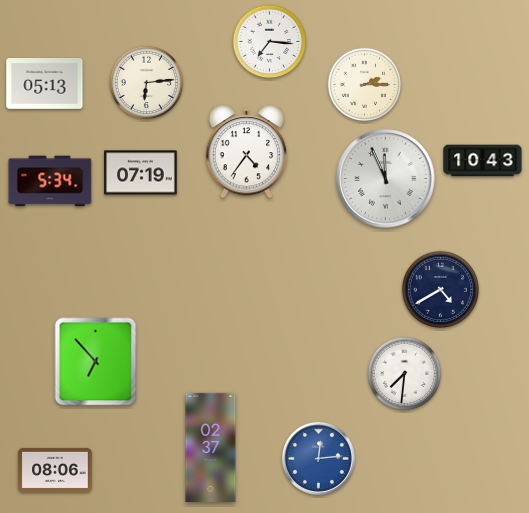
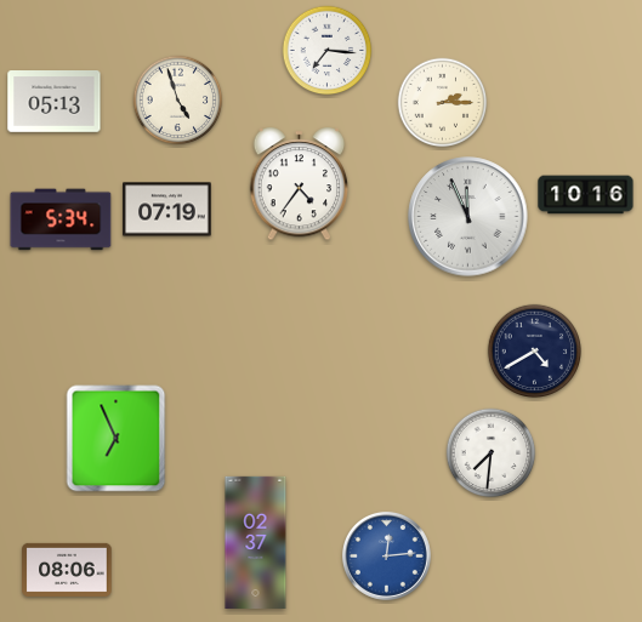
clock at (147, 83): 6:14 -> 4:57
clock at (483, 161): 10:43 -> 10:16
clock at (141, 173) position: (141, 173) -> (167, 210)
clock at (96, 362): 6:53 -> 6:56
